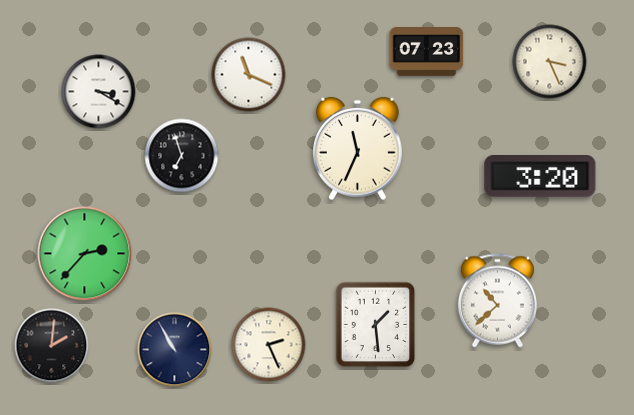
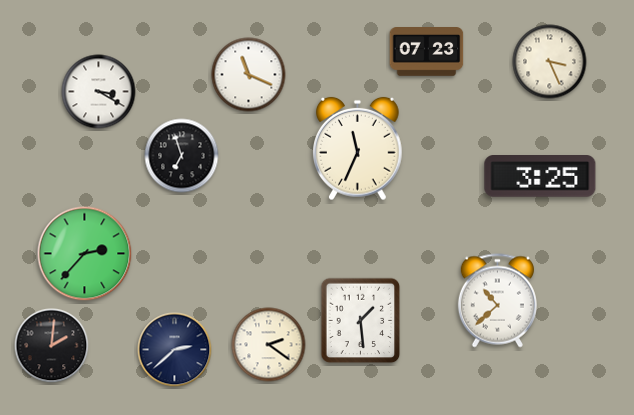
clock at (540, 177): 3:20 -> 3:25
clock at (376, 325) position: (376, 325) -> (361, 321)
clock at (269, 345): 2:26 -> 2:21
clock at (175, 350): 10:55 -> 2:38
